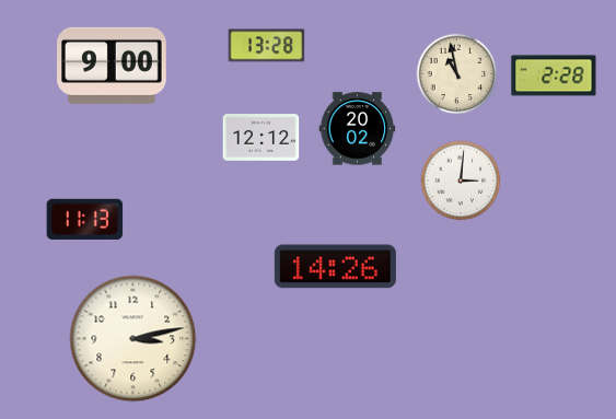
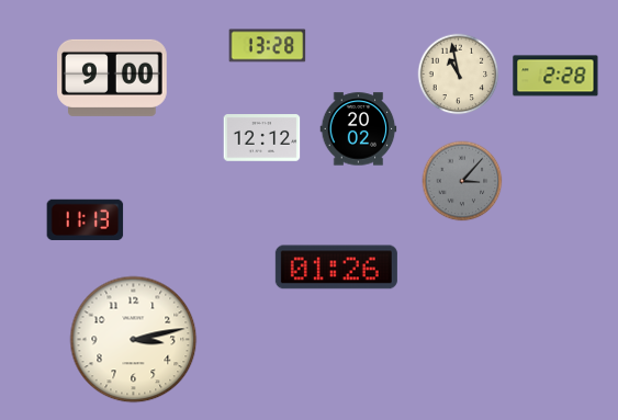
clock at (113, 66) position: (113, 66) -> (113, 78)
clock at (461, 181): 3:01 -> 3:07
clock at (461, 181) dial: white -> grey
clock at (335, 267): 14:26 -> 01:26
